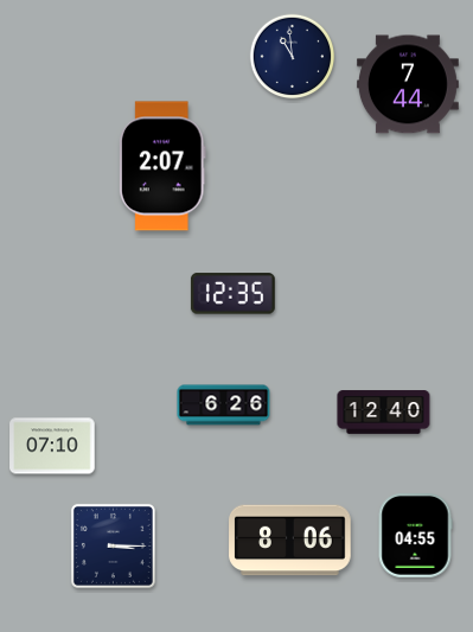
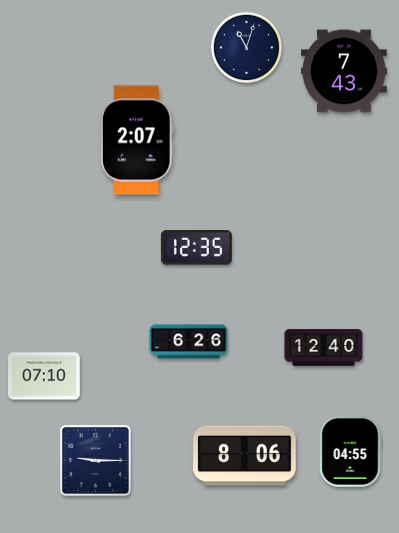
clock at (293, 57): 10:59 -> 11:03
clock at (408, 84): 7:44 -> 7:43
clock at (113, 545): 3:15 -> 9:15
